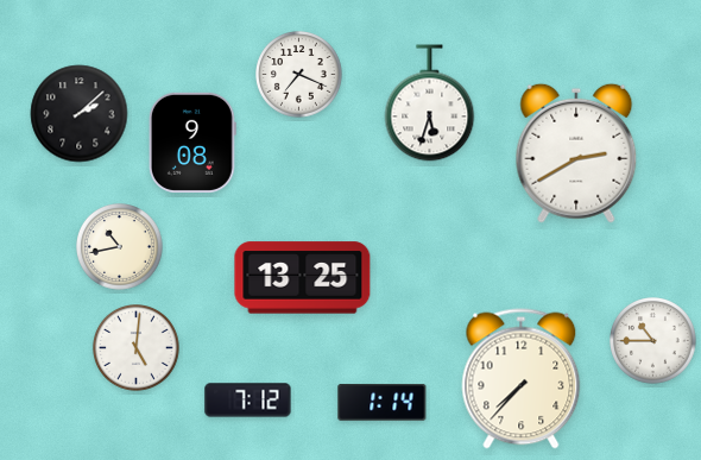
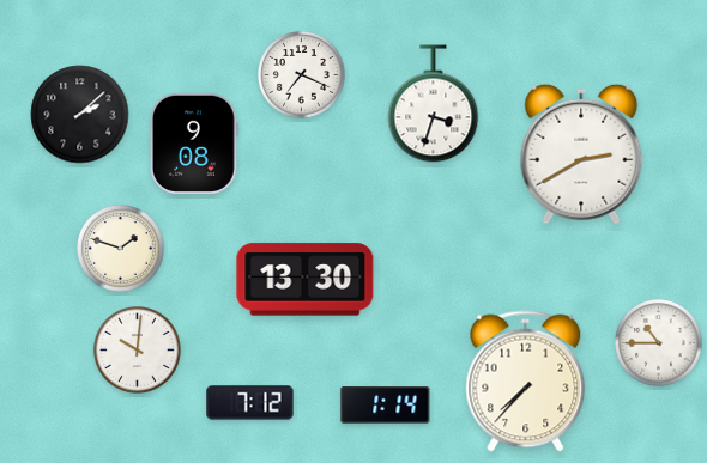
clock at (430, 103): 5:33 -> 3:33
clock at (120, 247): 10:43 -> 1:48
clock at (303, 278): 13:25 -> 13:30
clock at (137, 348): 5:01 -> 10:01
